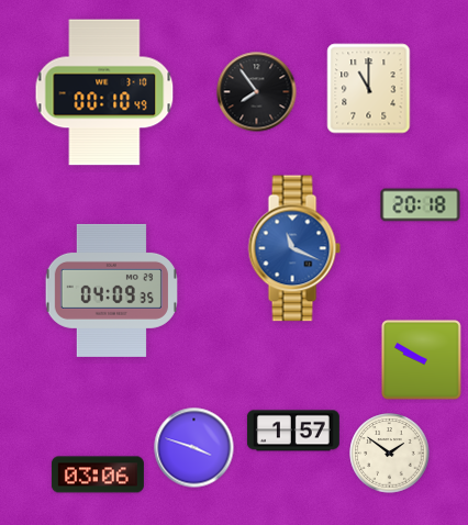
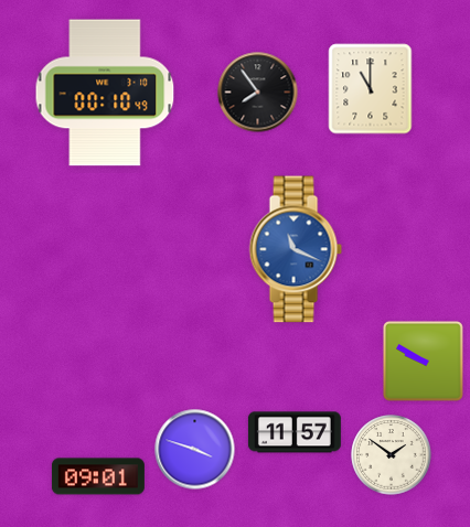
clock at (421, 205): 20:18 -> none
clock at (111, 290): 04:09 -> none
clock at (293, 431): 1:57 -> 11:57
clock at (98, 474): 03:06 -> 09:01
